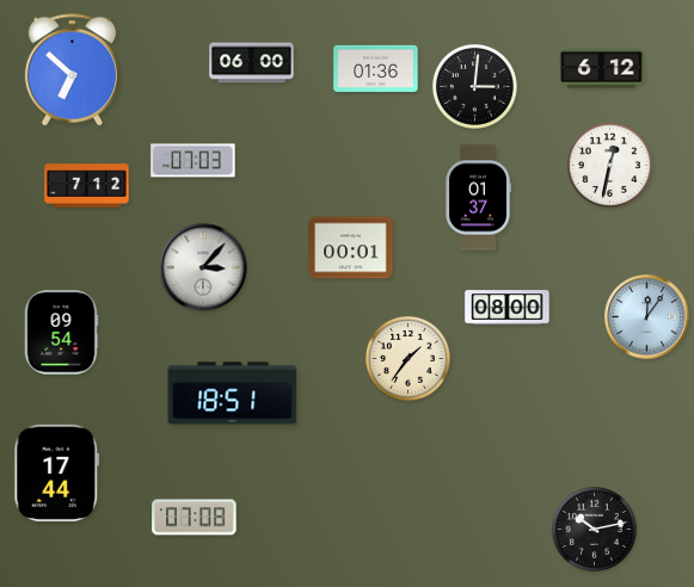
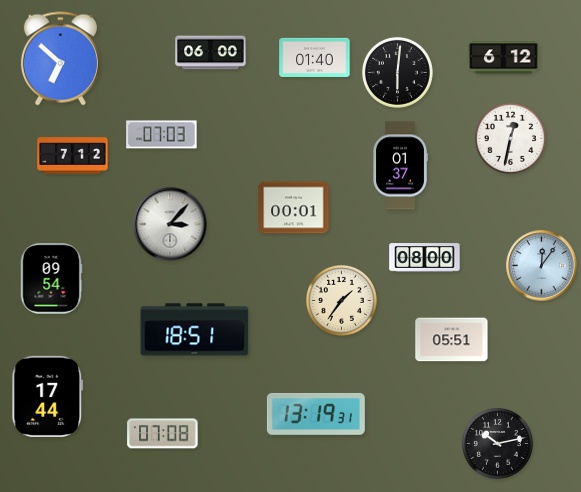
clock at (376, 68): 01:36 -> 01:40
clock at (474, 86): 3:01 -> 6:01
clock at (452, 340): none -> 05:51
clock at (316, 414): none -> 13:19
